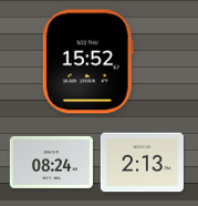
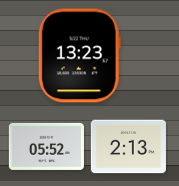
clock at (87, 62): 15:52 -> 13:23
clock at (51, 162): 08:24 -> 05:52
